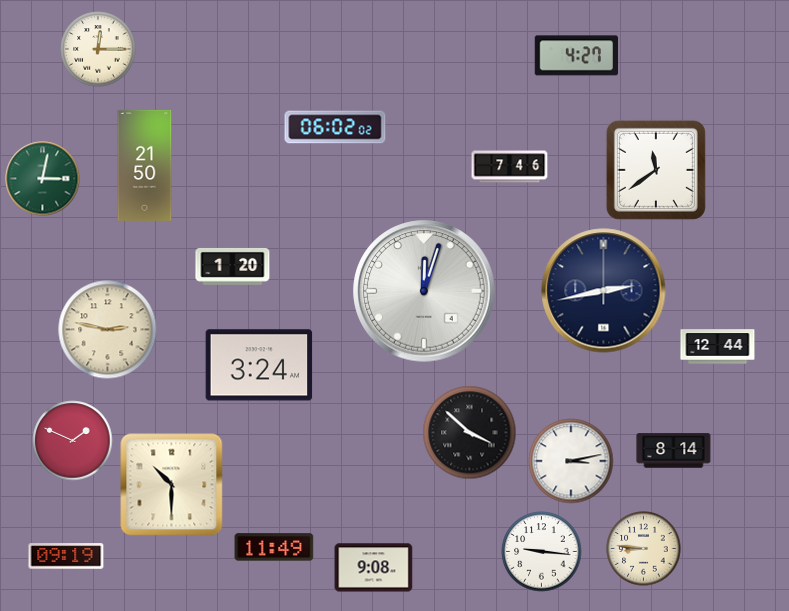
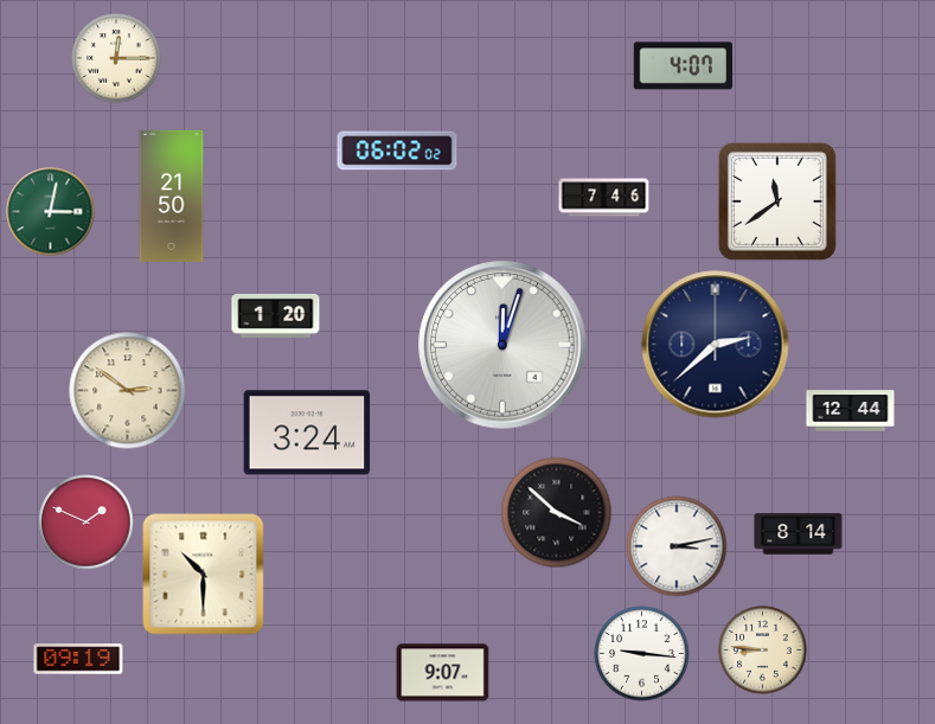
clock at (576, 56): 4:27 -> 4:07
clock at (604, 291): 2:43 -> 2:38
clock at (108, 330): 2:47 -> 2:51
clock at (274, 547): 11:49 -> none
clock at (374, 568): 9:08 -> 9:07
